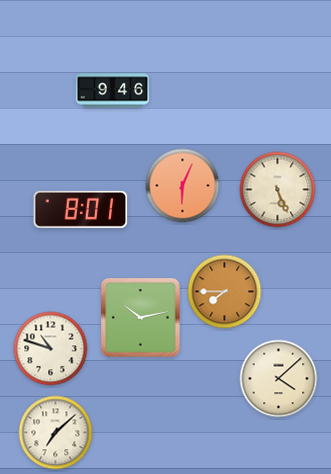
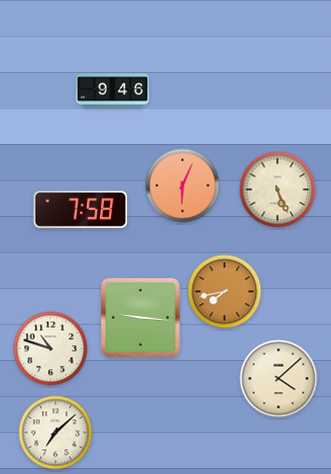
clock at (81, 209): 8:01 -> 7:58
clock at (225, 292): 7:45 -> 7:43
clock at (141, 318): 10:13 -> 9:16
